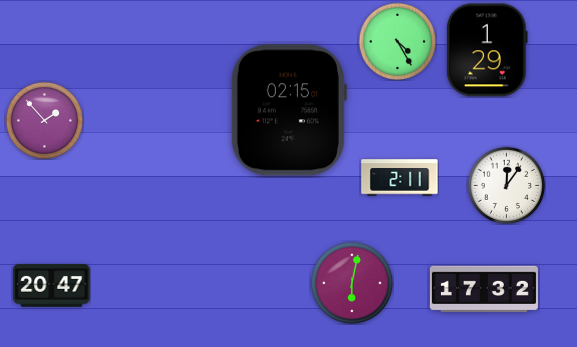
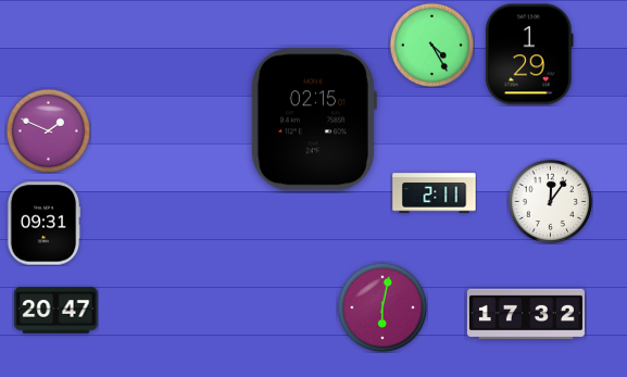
clock at (44, 120): 1:53 -> 1:49
clock at (43, 224): none -> 09:31
